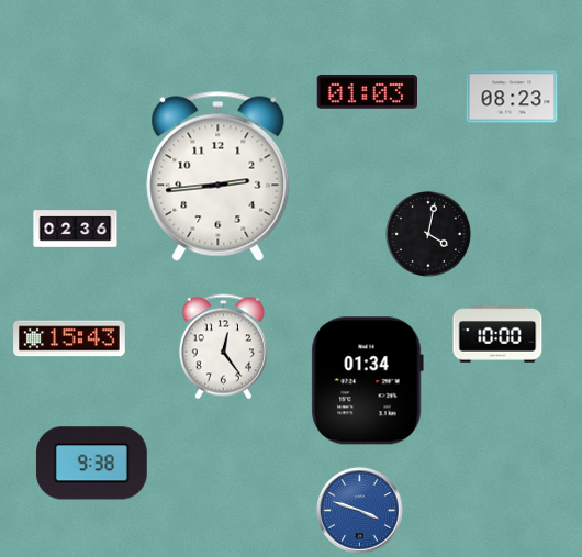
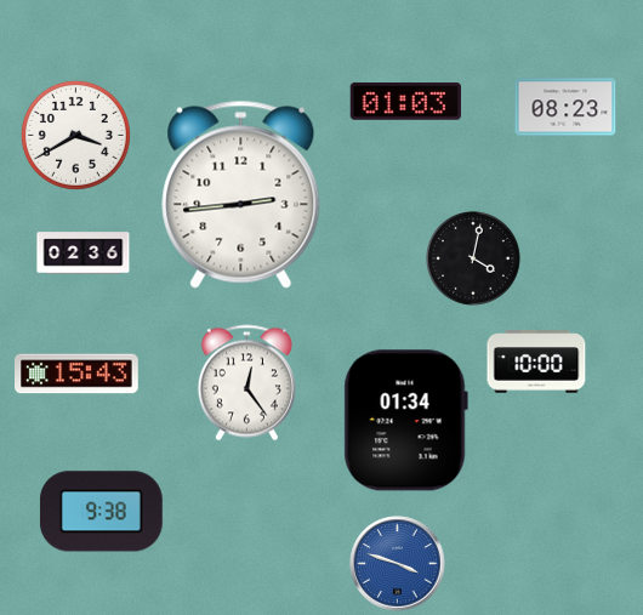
clock at (75, 135): none -> 3:40
clock at (497, 334) position: (497, 334) -> (536, 361)
